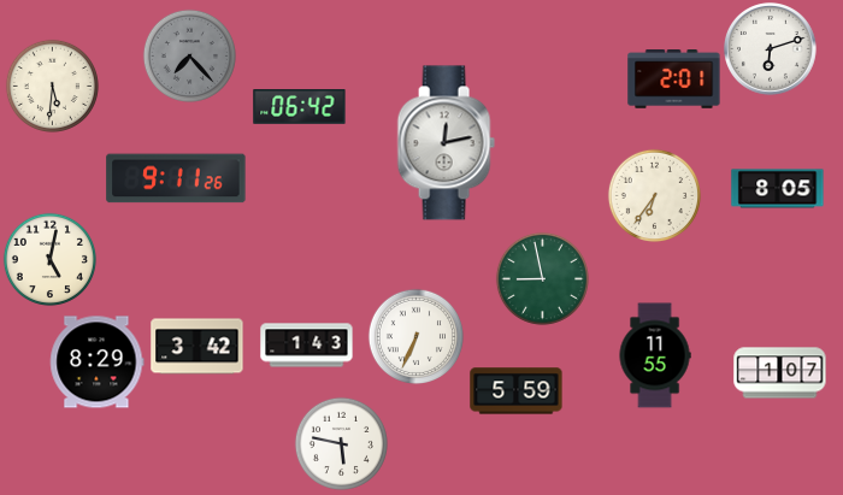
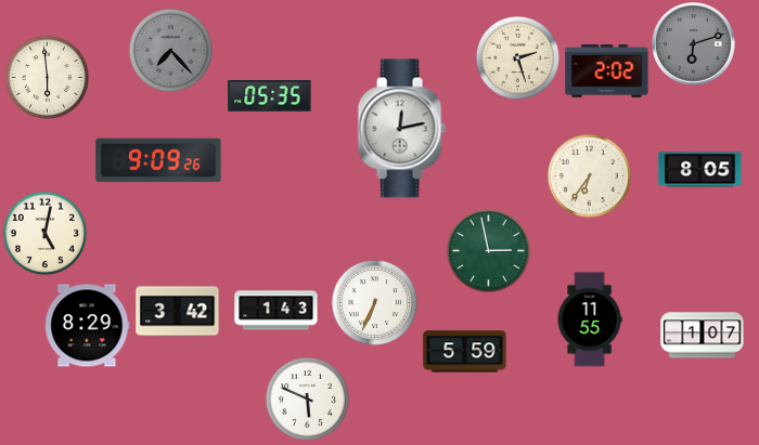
clock at (771, 49) dial: white -> grey
clock at (517, 57): none -> 2:27
clock at (674, 79): 2:01 -> 2:02
clock at (52, 86): 5:31 -> 5:59
clock at (300, 107): 06:42 -> 05:35
clock at (176, 178): 9:11 -> 9:09
clock at (542, 278): 8:58 -> 2:58
clock at (341, 443): 5:47 -> 5:49
